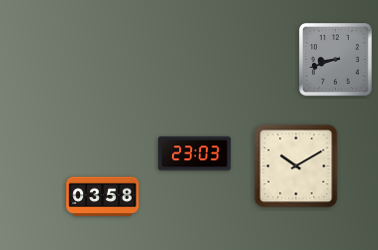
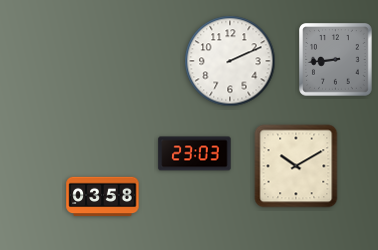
clock at (336, 60): 8:42 -> 8:44
clock at (230, 61): none -> 2:11
